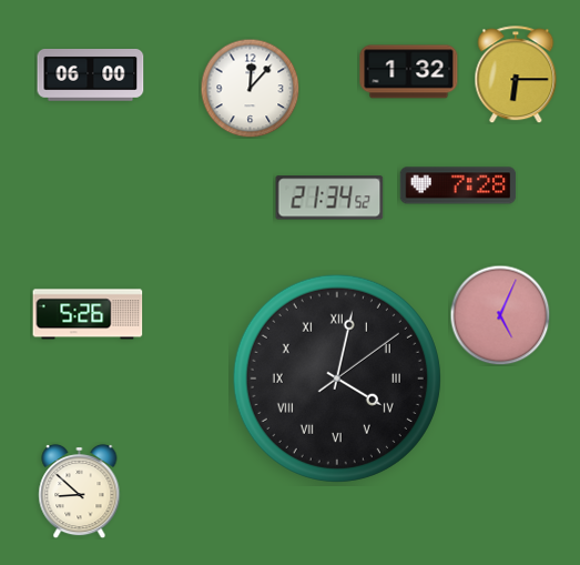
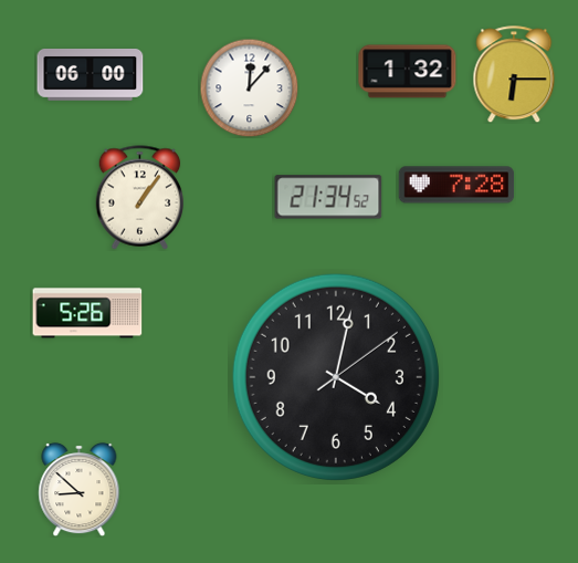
clock at (140, 198): none -> 1:06
clock at (500, 315): 5:04 -> none
clock at (337, 379) numerals: Roman -> Arabic
